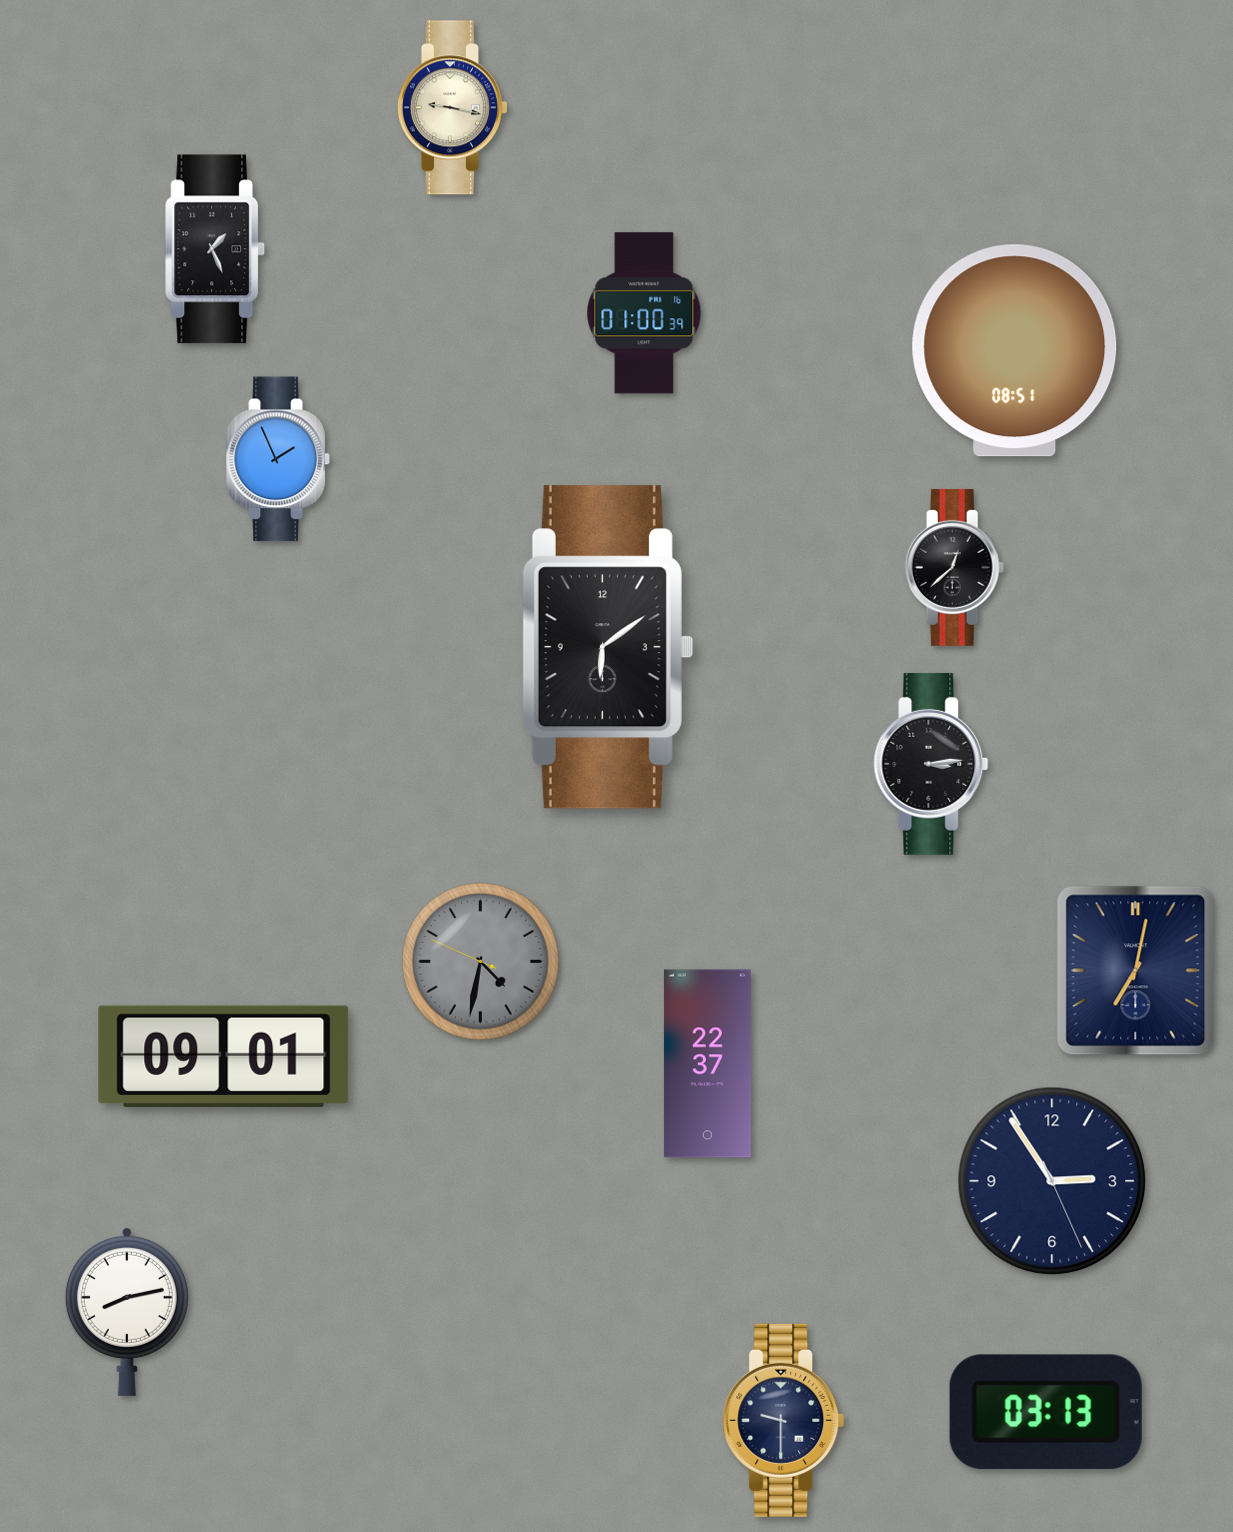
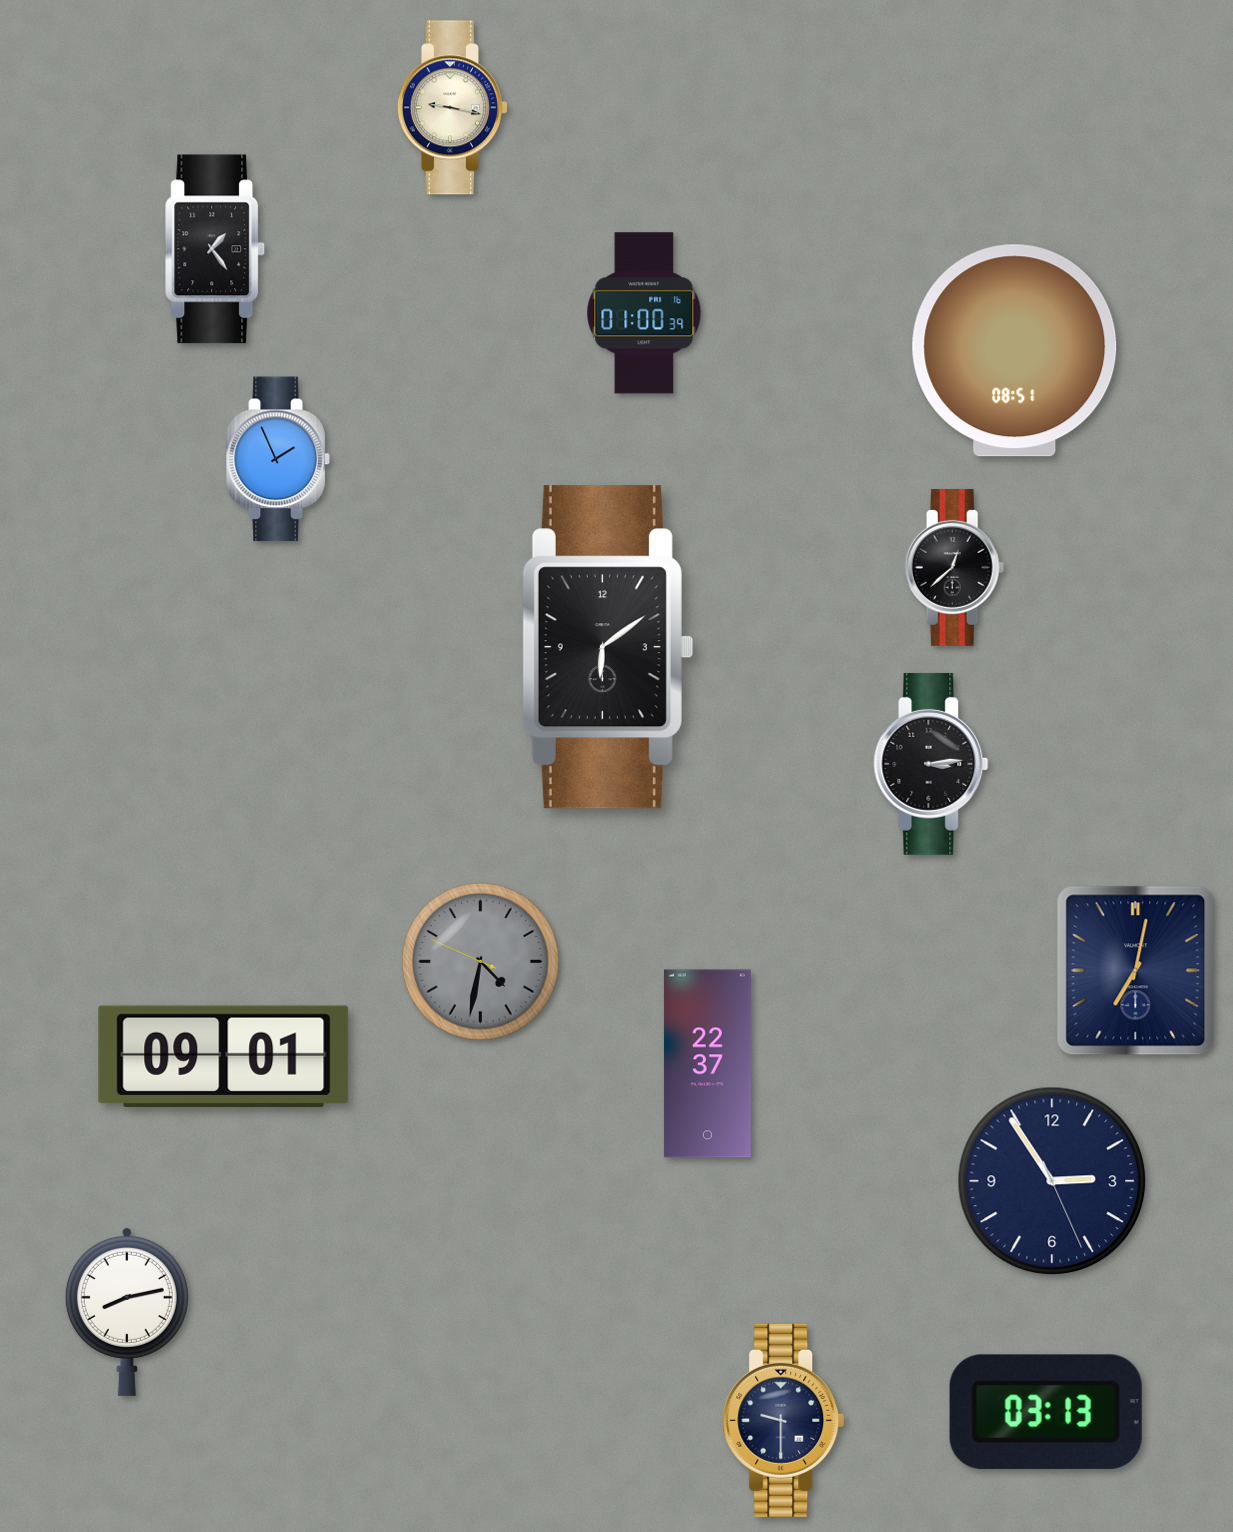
clock at (215, 249): 1:26 -> 1:24
